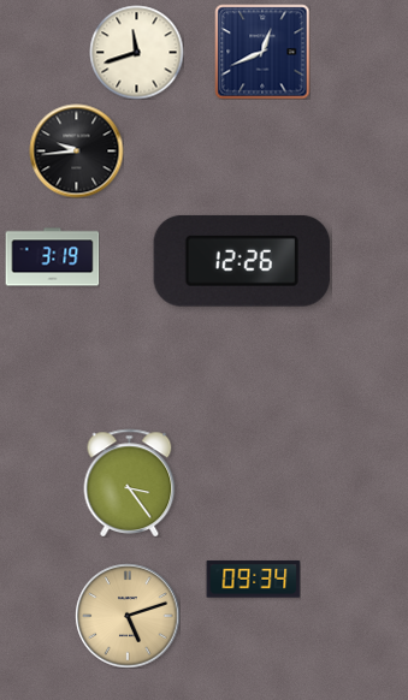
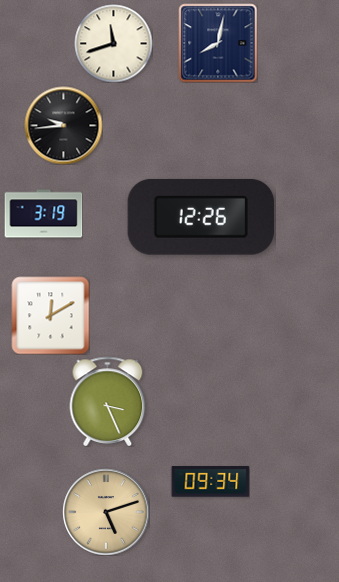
clock at (262, 52): 12:41 -> 8:02
clock at (50, 315): none -> 12:10
clock at (130, 482): 3:24 -> 3:26
